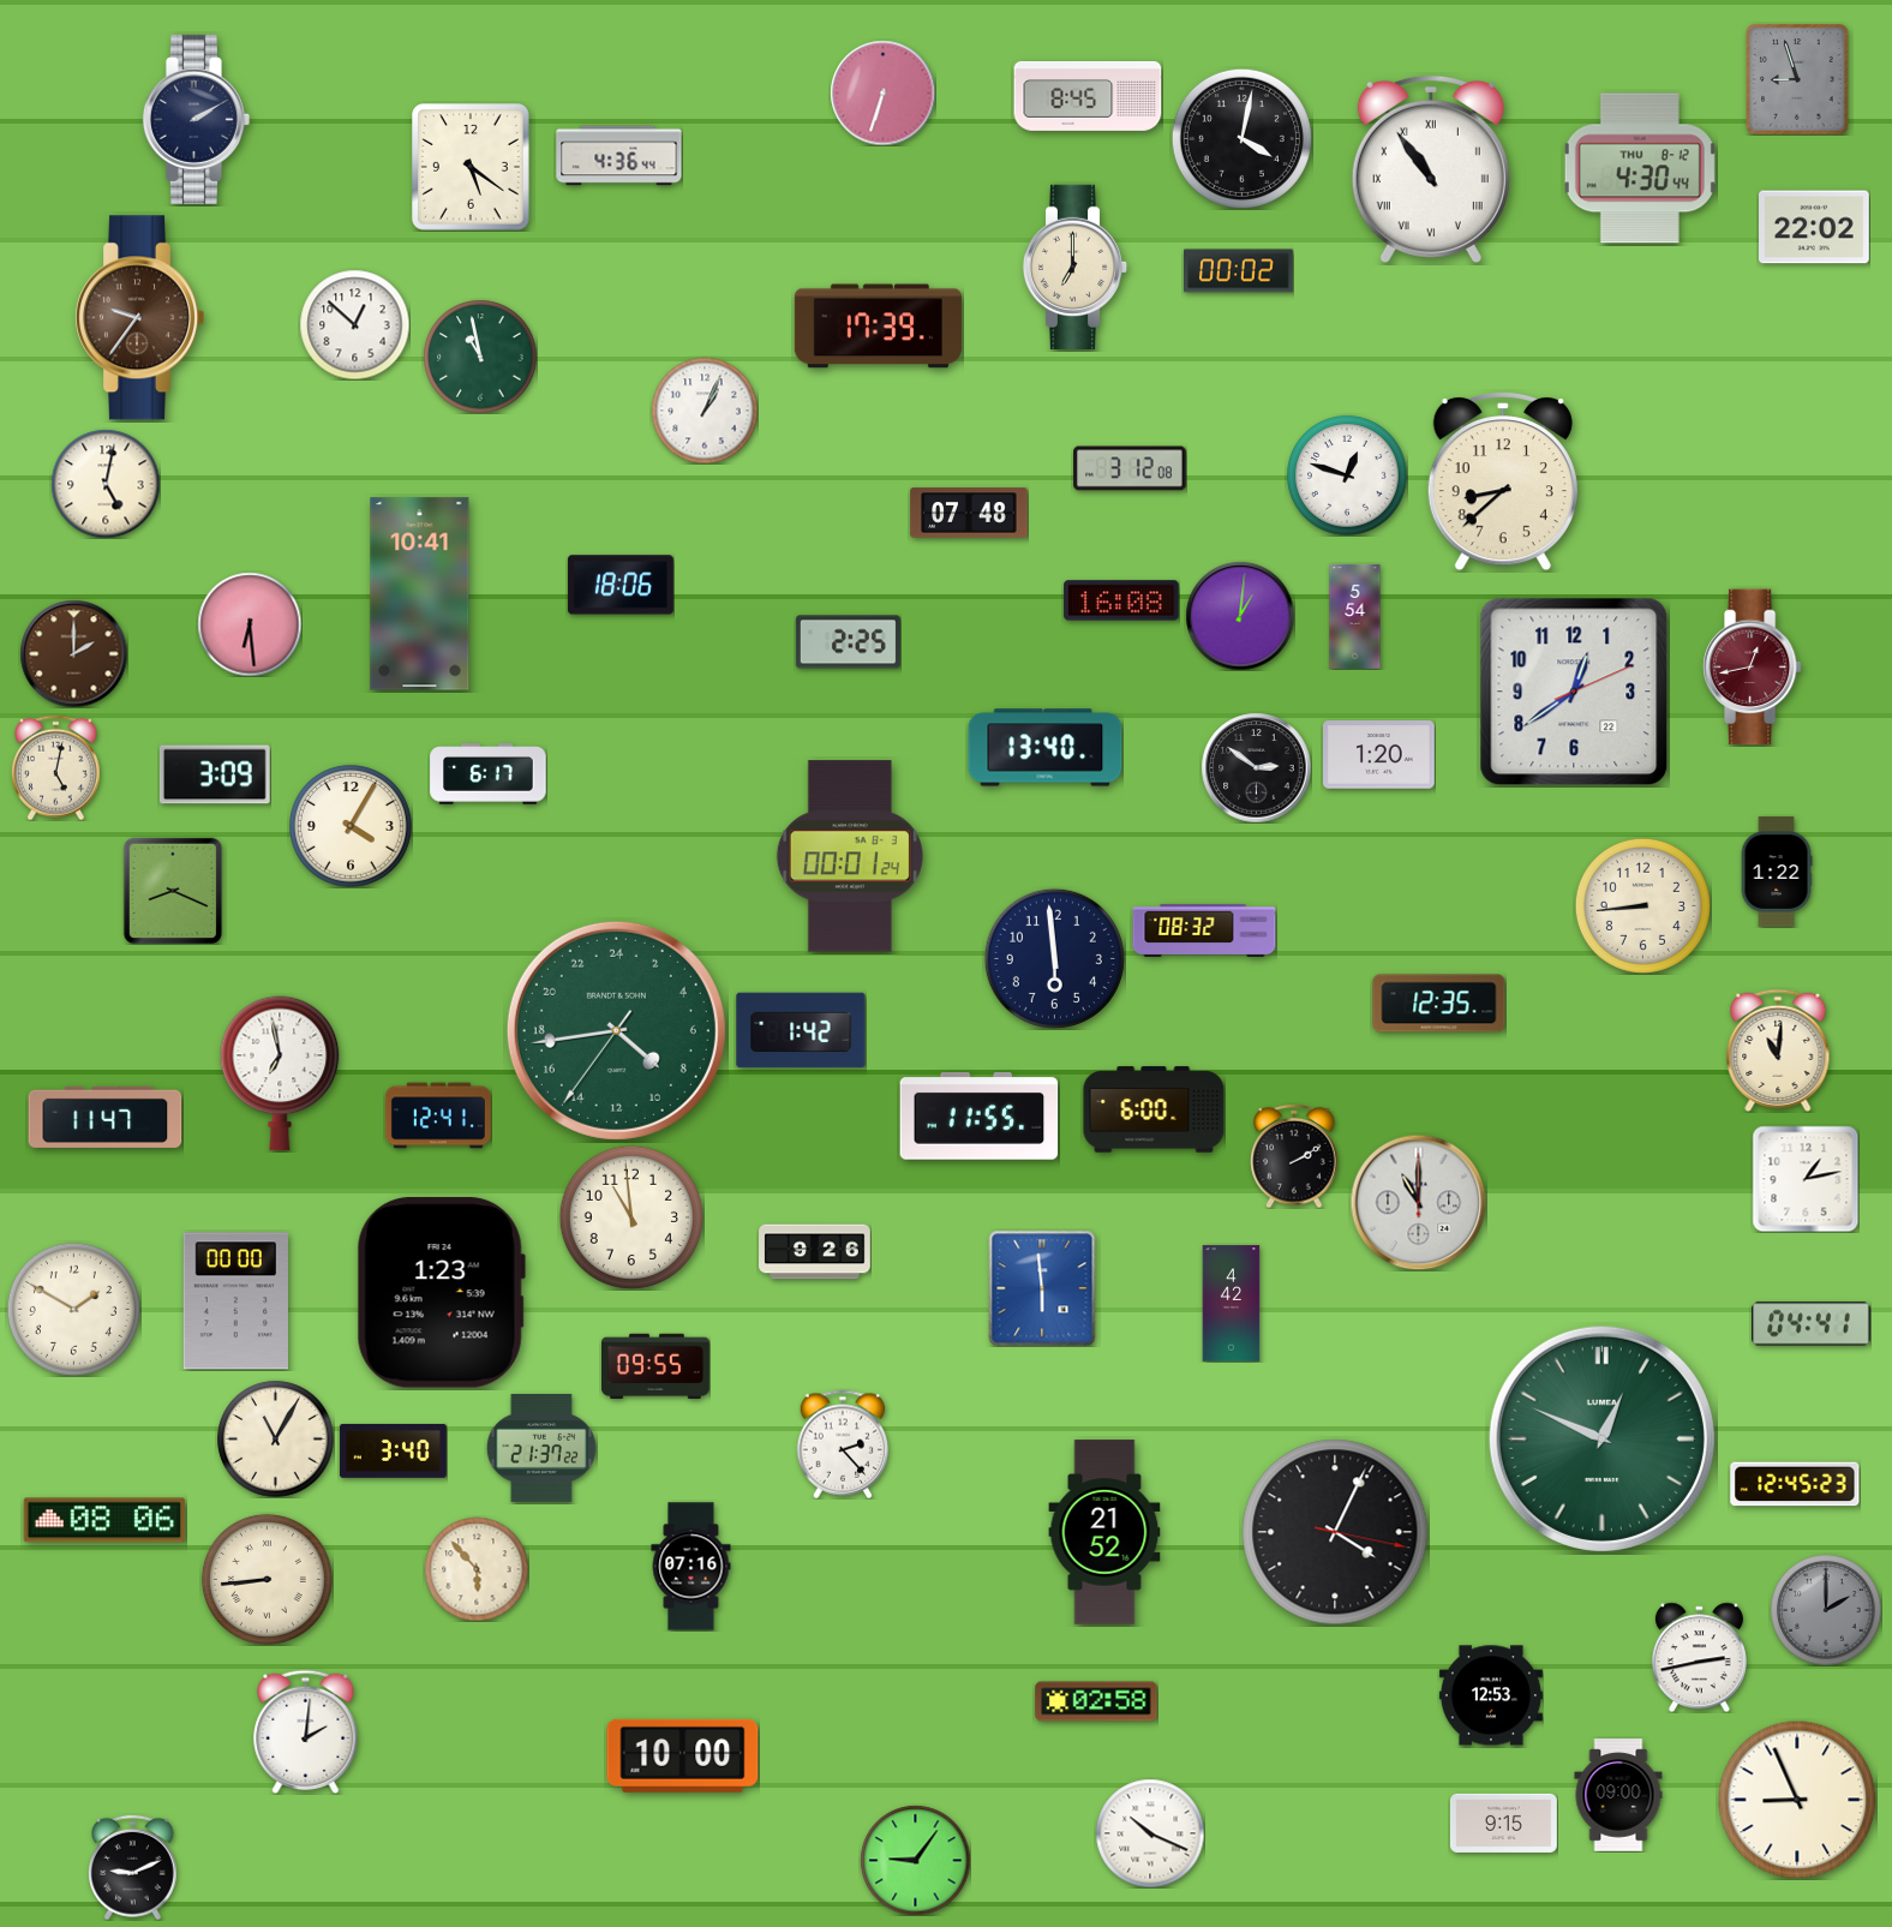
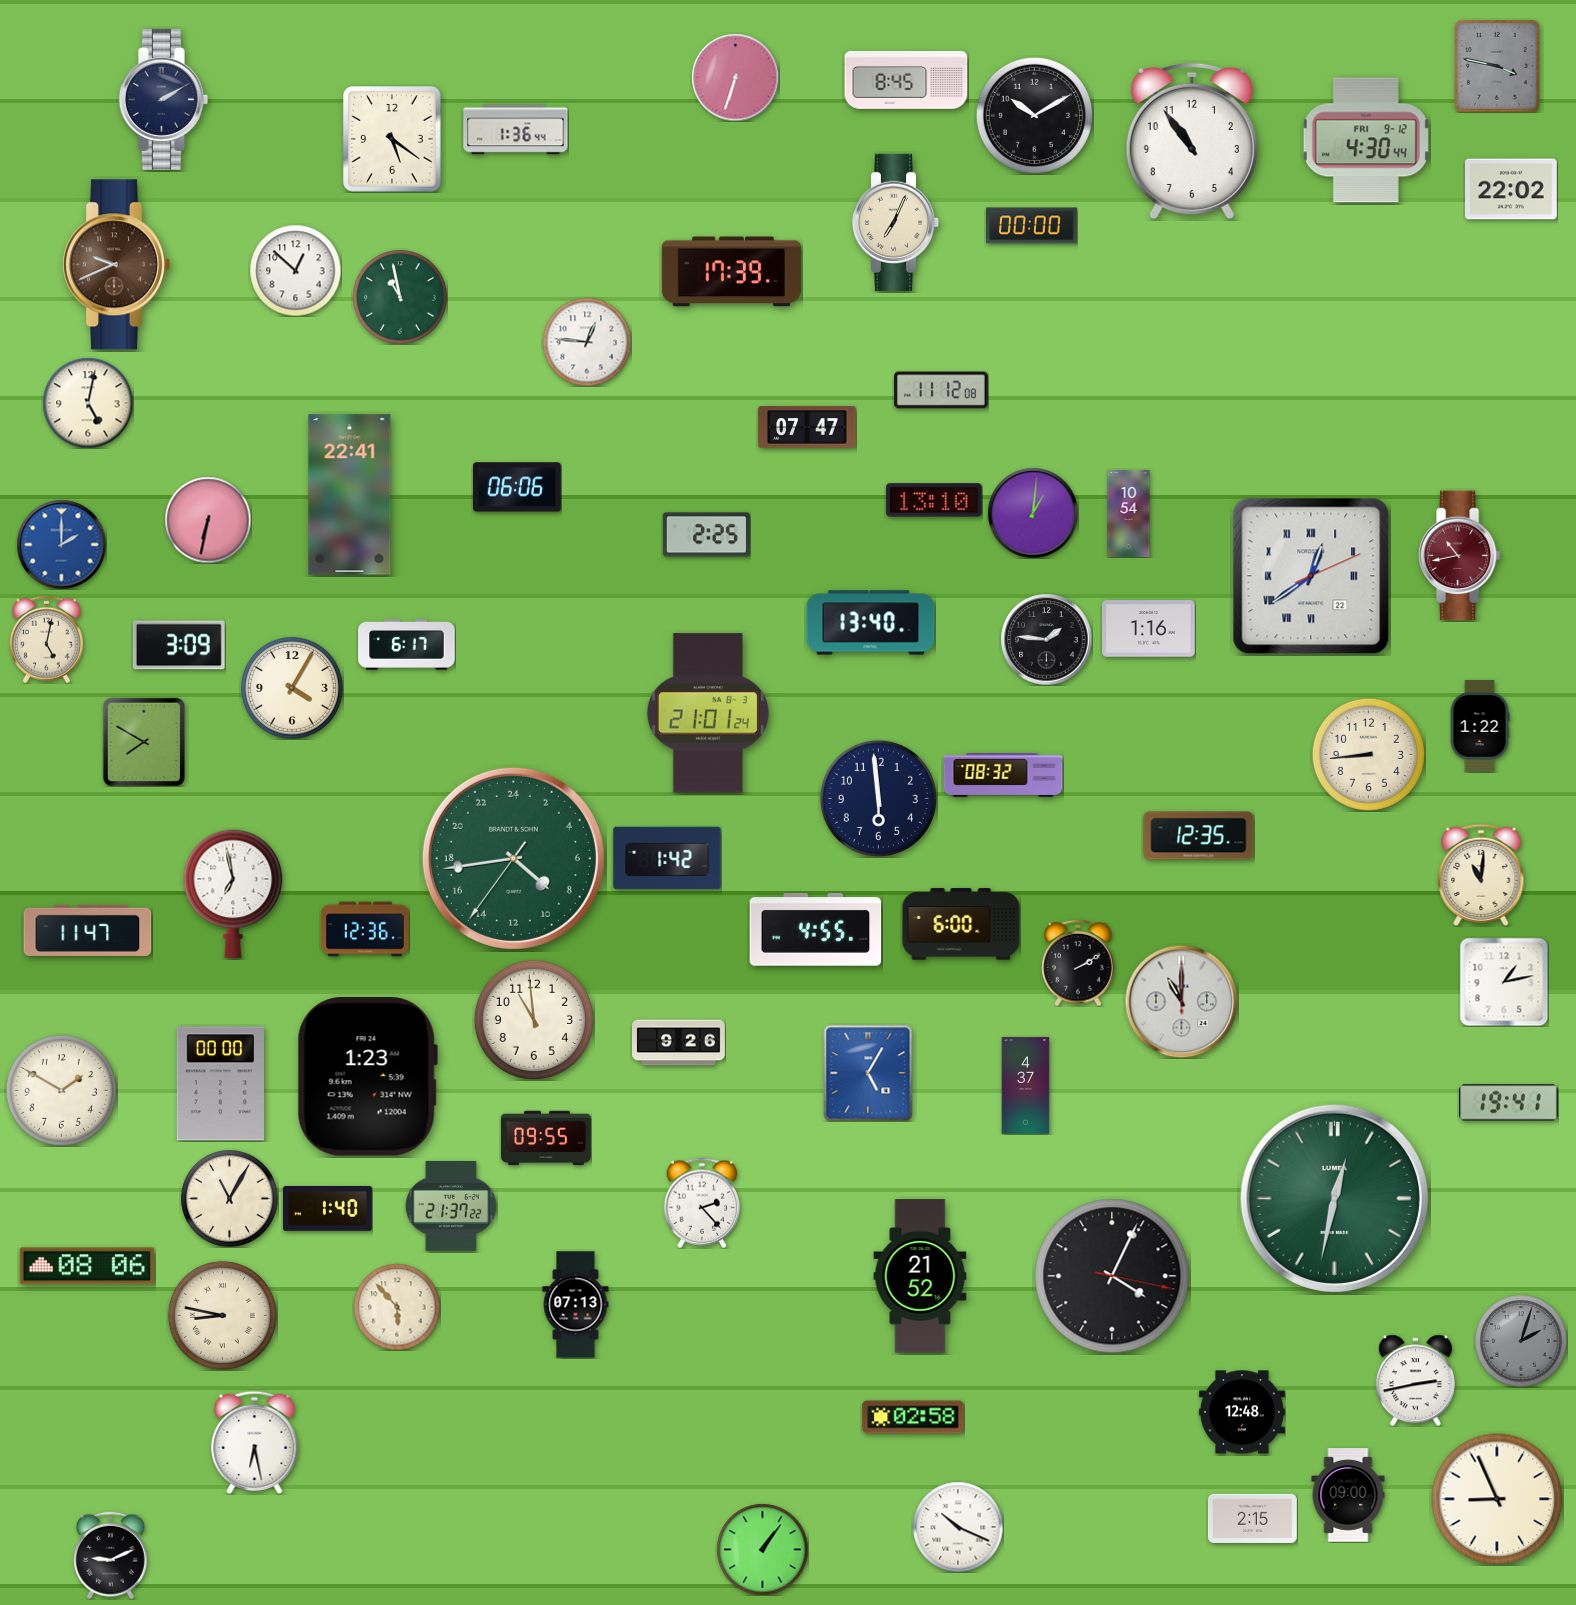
clock at (1797, 79): 8:57 -> 3:47
clock at (1241, 138): 4:02 -> 10:10
clock at (619, 156): 4:36 -> 1:36
clock at (1431, 168) numerals: Roman -> Arabic
clock at (1640, 168) date: THU 8-12 -> FRI 9-12
clock at (1076, 267): 7:00 -> 7:04
clock at (1239, 271): 00:02 -> 00:00
clock at (140, 318): 9:36 -> 9:41
clock at (705, 411): 1:04 -> 12:46
clock at (1130, 468): 3:12 -> 11:12
clock at (1347, 475): 12:48 -> none
clock at (1503, 481): 8:38 -> none
clock at (969, 513): 07:48 -> 07:47
clock at (621, 585): 18:06 -> 06:06
clock at (420, 594): 10:41 -> 22:41
clock at (1121, 600): 16:08 -> 13:10
clock at (1355, 616): 5:54 -> 10:54
clock at (250, 624): 6:29 -> 6:32
clock at (73, 653) dial: brown -> blue
clock at (1752, 668): 12:43 -> 10:43
clock at (1574, 692) numerals: Arabic -> Roman
clock at (1379, 755): 1:20 -> 1:16
clock at (1256, 767): 2:51 -> 1:46
clock at (850, 856): 00:01 -> 21:01
clock at (173, 891): 8:19 -> 7:50
clock at (438, 1115): 12:41 -> 12:36
clock at (980, 1117): 11:55 -> 4:55
clock at (630, 1216) position: (630, 1216) -> (533, 1019)
clock at (1042, 1288): 5:59 -> 5:05
clock at (235, 1301) position: (235, 1301) -> (220, 1084)
clock at (1232, 1304): 4:42 -> 4:37
clock at (1812, 1324): 04:41 -> 19:41
clock at (1601, 1438): 12:49 -> 12:32
clock at (393, 1450): 3:40 -> 1:40
clock at (1795, 1484): 12:45 -> none
clock at (691, 1567): 07:16 -> 07:13
clock at (267, 1579): 8:44 -> 8:47
clock at (1826, 1610): 2:00 -> 2:03
clock at (1491, 1695): 12:53 -> 12:48
clock at (306, 1731): 2:01 -> 6:28
clock at (683, 1755): 10:00 -> none
clock at (1503, 1823): 9:15 -> 2:15
clock at (915, 1860): 9:06 -> 1:06
